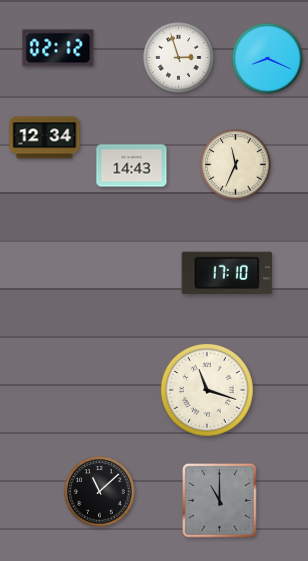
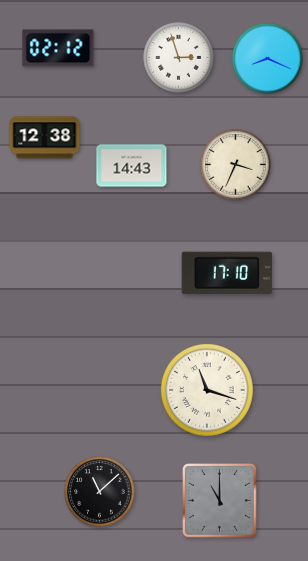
clock at (45, 138): 12:34 -> 12:38
clock at (236, 165): 11:34 -> 3:34
